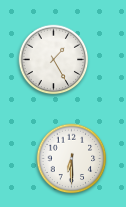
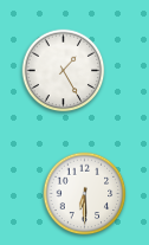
clock at (72, 159) position: (72, 159) -> (85, 194)
